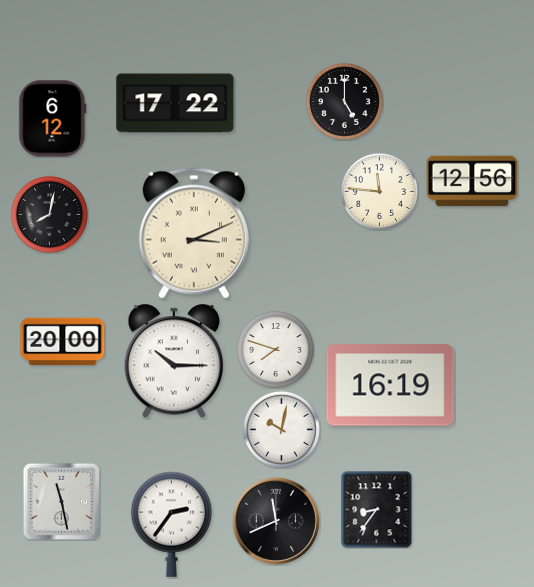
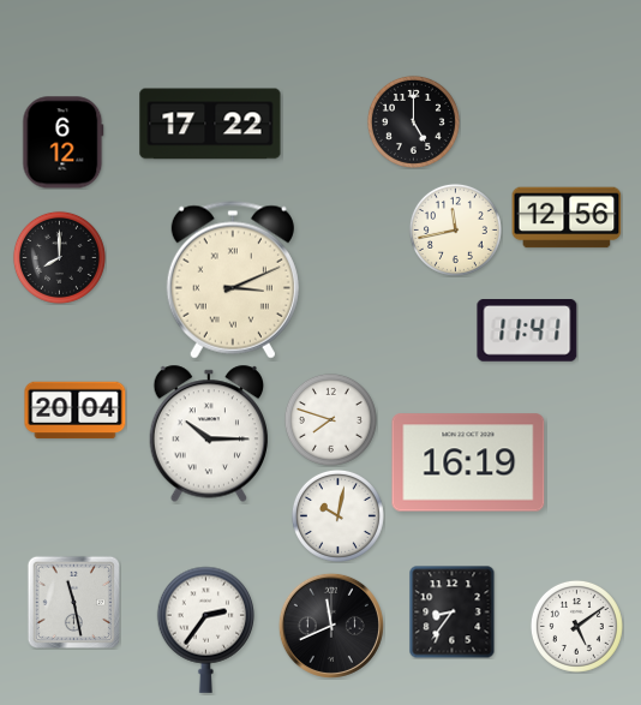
clock at (379, 191): 11:46 -> 11:43
clock at (49, 214): 8:02 -> 8:00
clock at (527, 330): none -> 11:41
clock at (63, 342): 20:00 -> 20:04
clock at (576, 626): none -> 5:09
